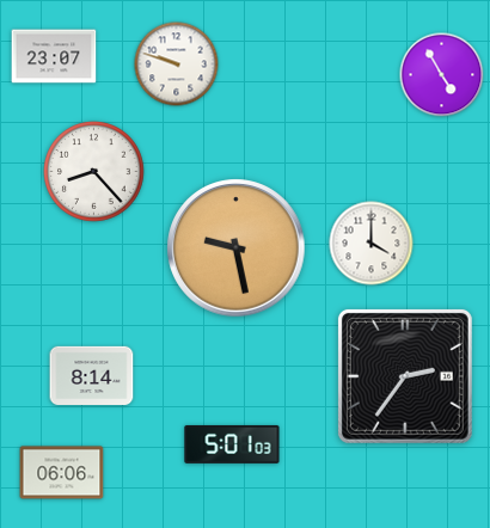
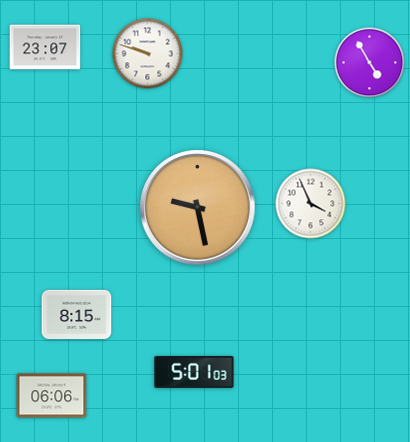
clock at (94, 172): 8:23 -> none
clock at (372, 244): 4:00 -> 3:56
clock at (92, 375): 8:14 -> 8:15
clock at (405, 376): 2:36 -> none
